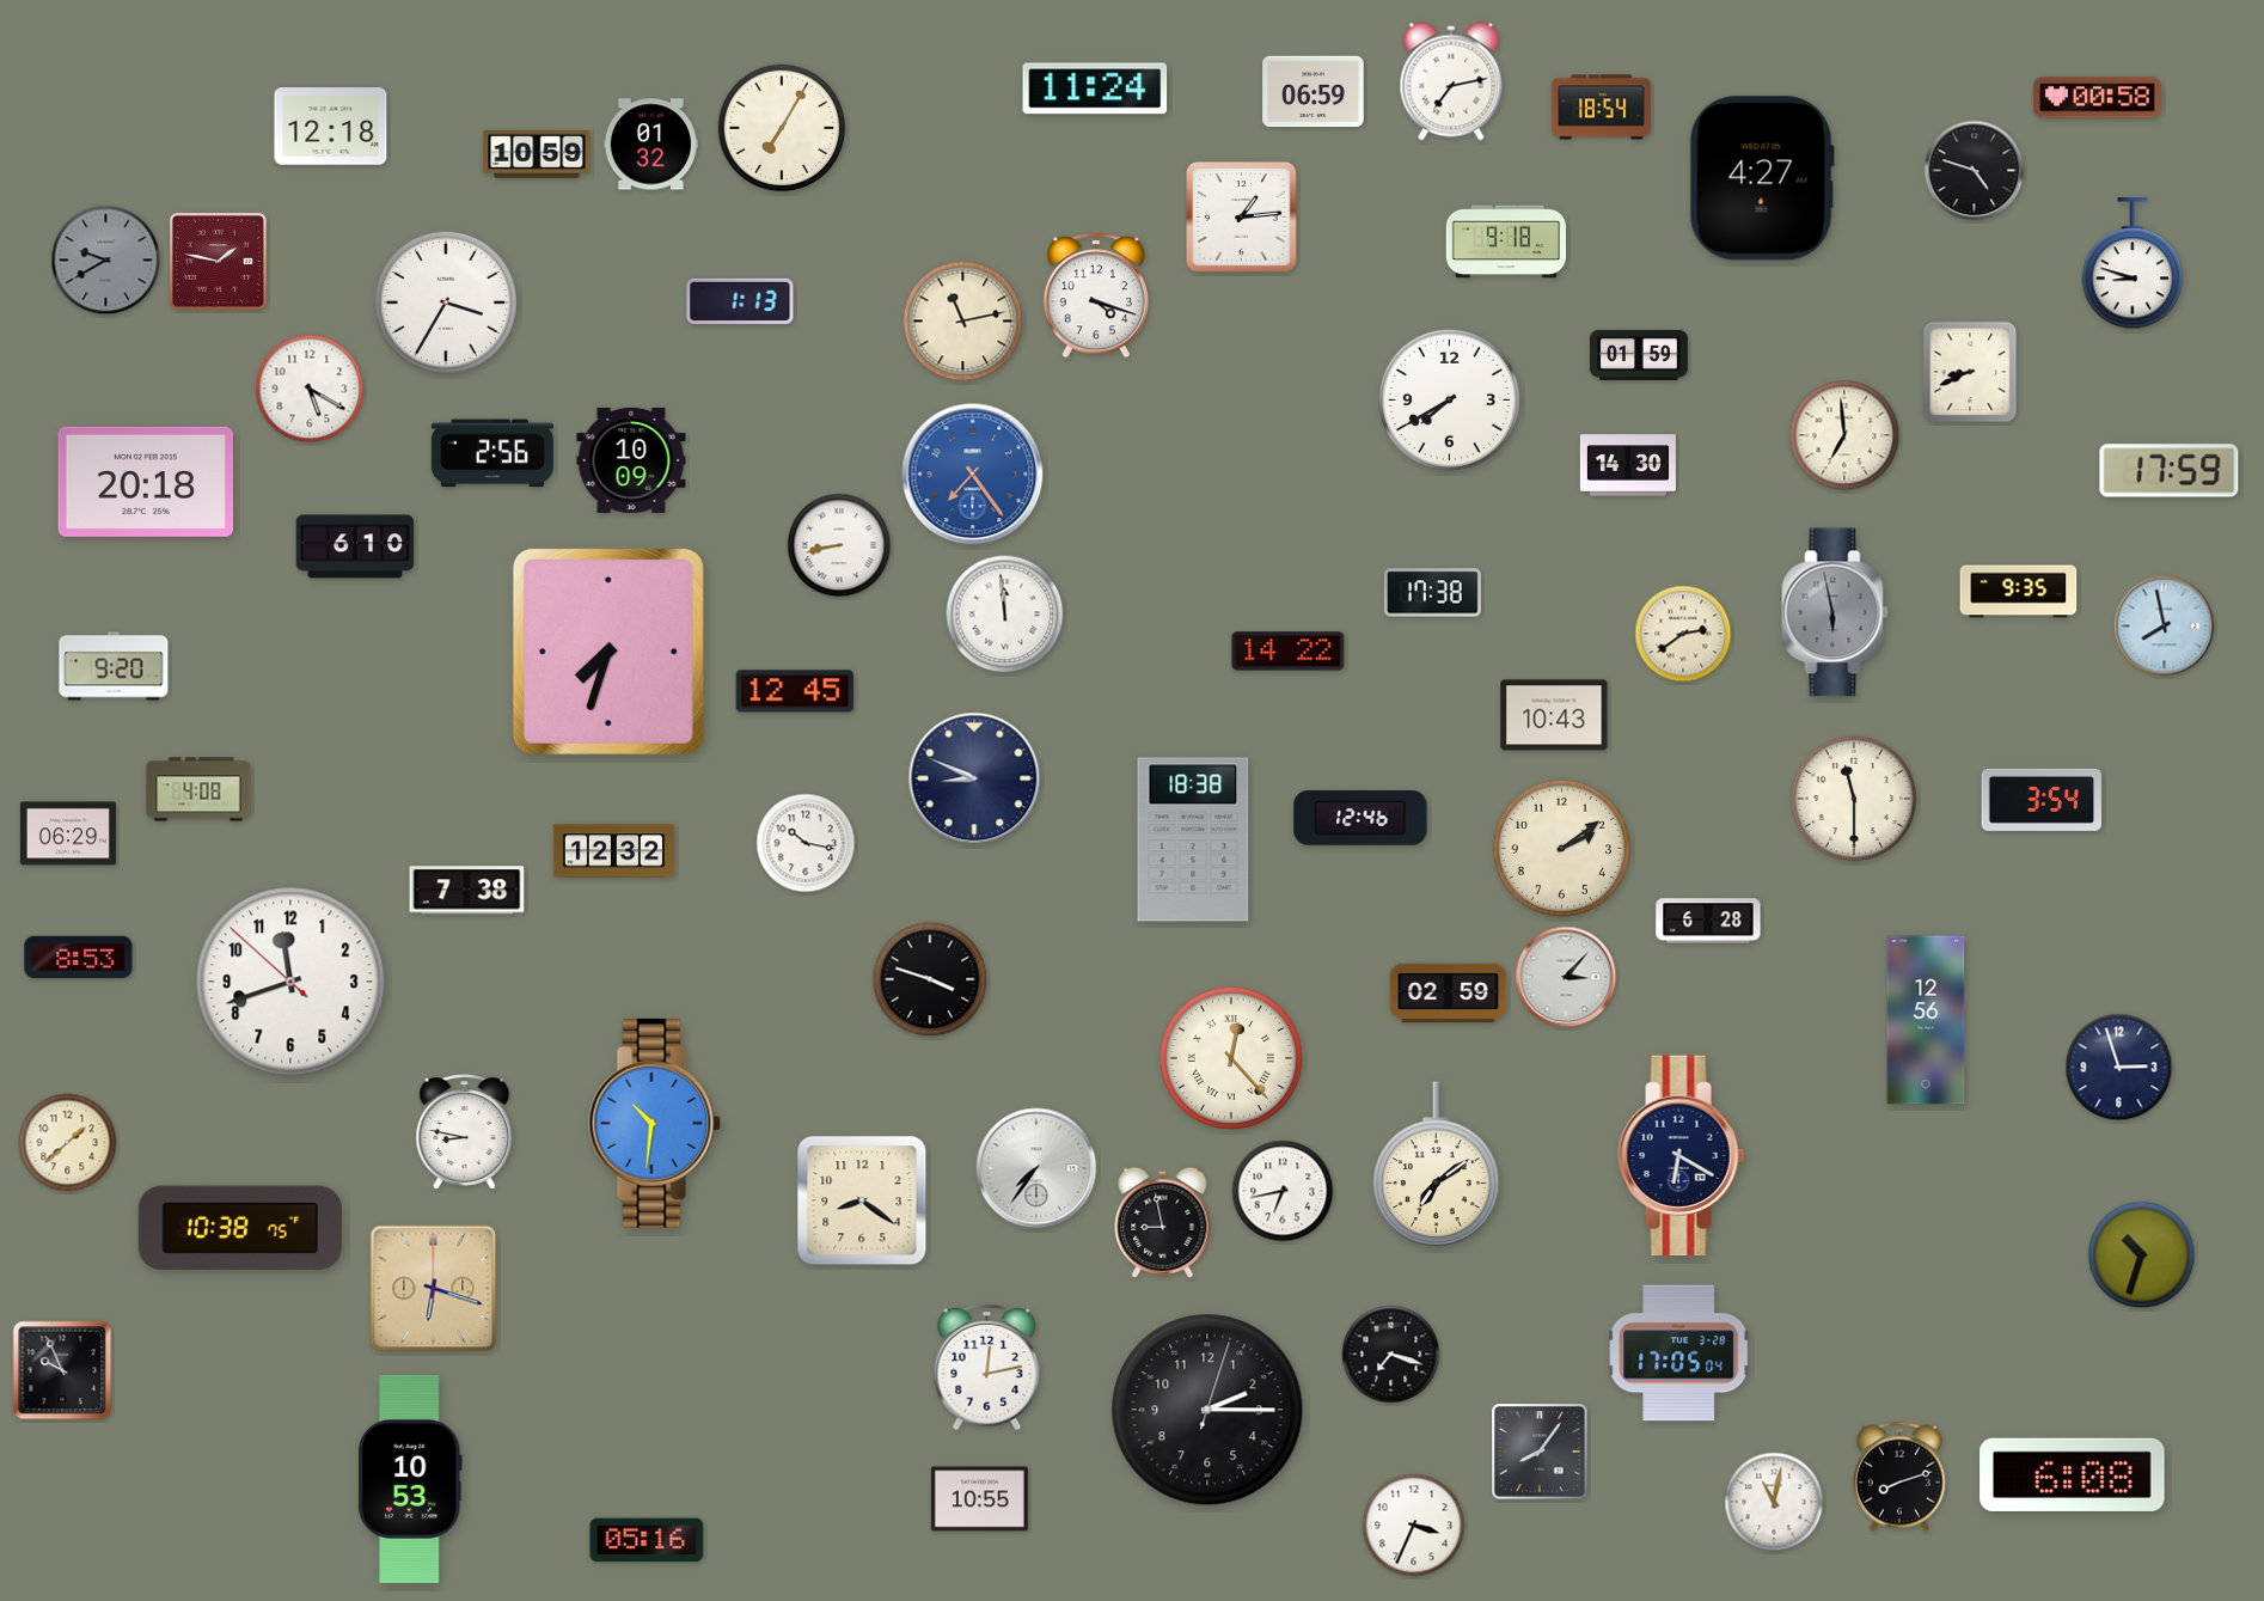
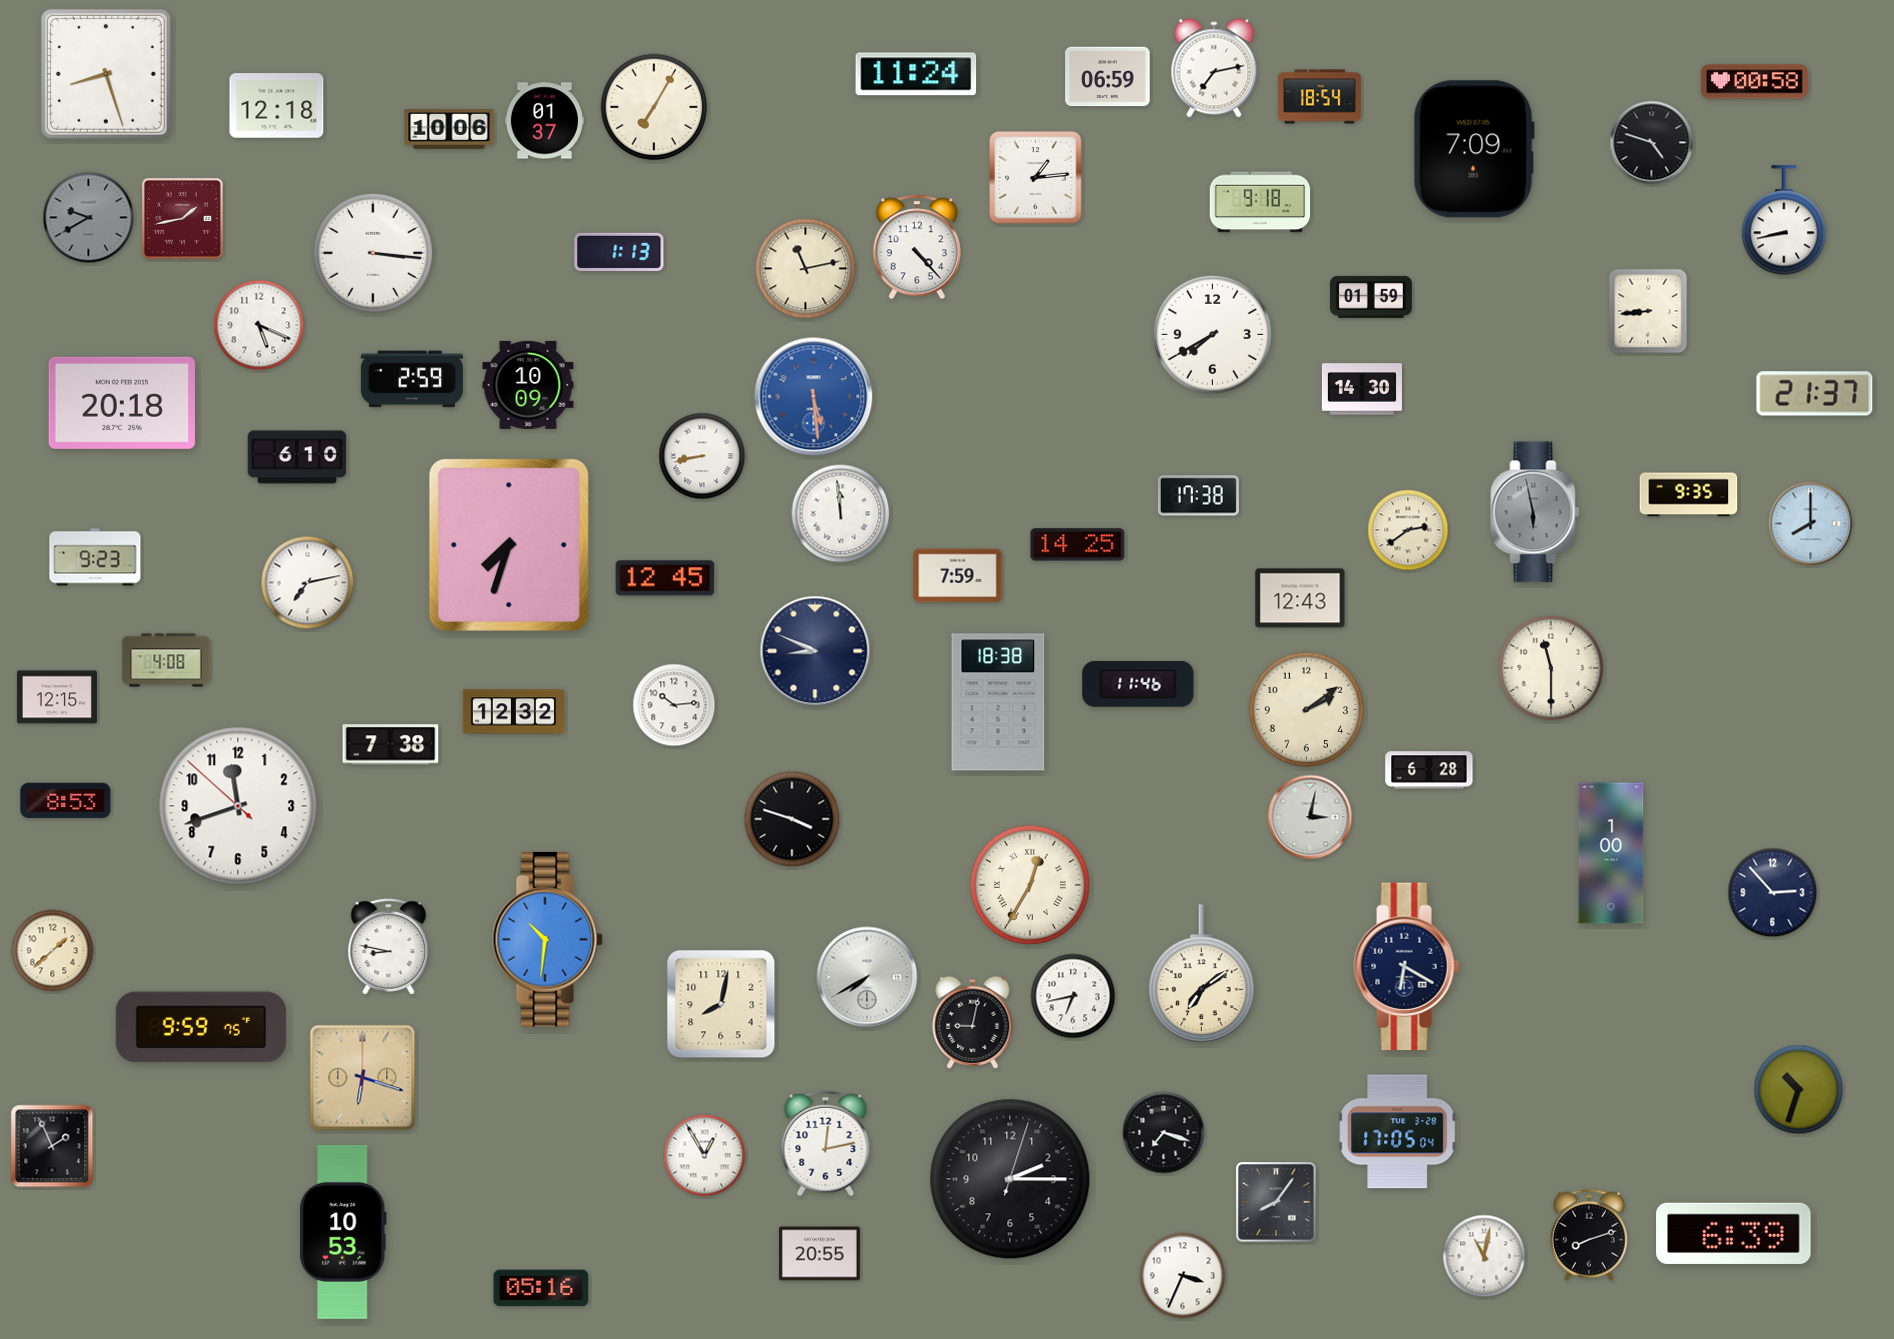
clock at (106, 74): none -> 8:27
clock at (1314, 92) position: (1314, 92) -> (1108, 77)
clock at (1602, 108) position: (1602, 108) -> (1320, 97)
clock at (650, 145): 01:32 -> 01:37
clock at (537, 155): 10:59 -> 10:06
clock at (1762, 178): 4:27 -> 7:09
clock at (1242, 218) position: (1242, 218) -> (1036, 178)
clock at (218, 261): 1:47 -> 1:43
clock at (2131, 264): 8:48 -> 8:43
clock at (1095, 295): 4:18 -> 4:23
clock at (446, 303): 3:35 -> 3:16
clock at (1970, 372): 8:41 -> 8:44
clock at (310, 389): 5:20 -> 5:19
clock at (1844, 435): 6:59 -> none
clock at (492, 453): 2:56 -> 2:59
clock at (2170, 471): 17:59 -> 21:37
clock at (973, 475): 7:24 -> 5:29
clock at (2165, 627): 7:58 -> 8:00
clock at (1289, 652): 14:22 -> 14:25
clock at (114, 666): 9:20 -> 9:23
clock at (958, 576): none -> 7:59
clock at (308, 583): none -> 7:13
clock at (1554, 715): 10:43 -> 12:43
clock at (2040, 800): 3:54 -> none
clock at (1360, 818): 12:46 -> 11:46
clock at (68, 833): 06:29 -> 12:15
clock at (806, 843): 10:17 -> 10:14
clock at (1566, 977): 3:07 -> 3:02
clock at (930, 979) position: (930, 979) -> (792, 819)
clock at (290, 982) position: (290, 982) -> (238, 806)
clock at (1449, 994): 02:59 -> none
clock at (1926, 1020): 12:56 -> 1:00
clock at (1231, 1058): 12:23 -> 12:35
clock at (2119, 1068): 2:57 -> 2:53
clock at (68, 1143) position: (68, 1143) -> (53, 951)
clock at (1036, 1168): 7:36 -> 7:40
clock at (862, 1200): 8:21 -> 8:02
clock at (1163, 1222): 8:58 -> 9:02
clock at (240, 1228): 10:38 -> 9:59
clock at (2142, 1255) position: (2142, 1255) -> (1799, 1090)
clock at (1679, 1353) position: (1679, 1353) -> (1398, 1132)
clock at (62, 1370): 9:56 -> 1:56
clock at (705, 1156): none -> 12:55
clock at (1540, 1452) position: (1540, 1452) -> (1276, 1202)
clock at (2073, 1474): 6:08 -> 6:39
clock at (411, 1479) position: (411, 1479) -> (344, 1232)
clock at (979, 1499): 10:55 -> 20:55
